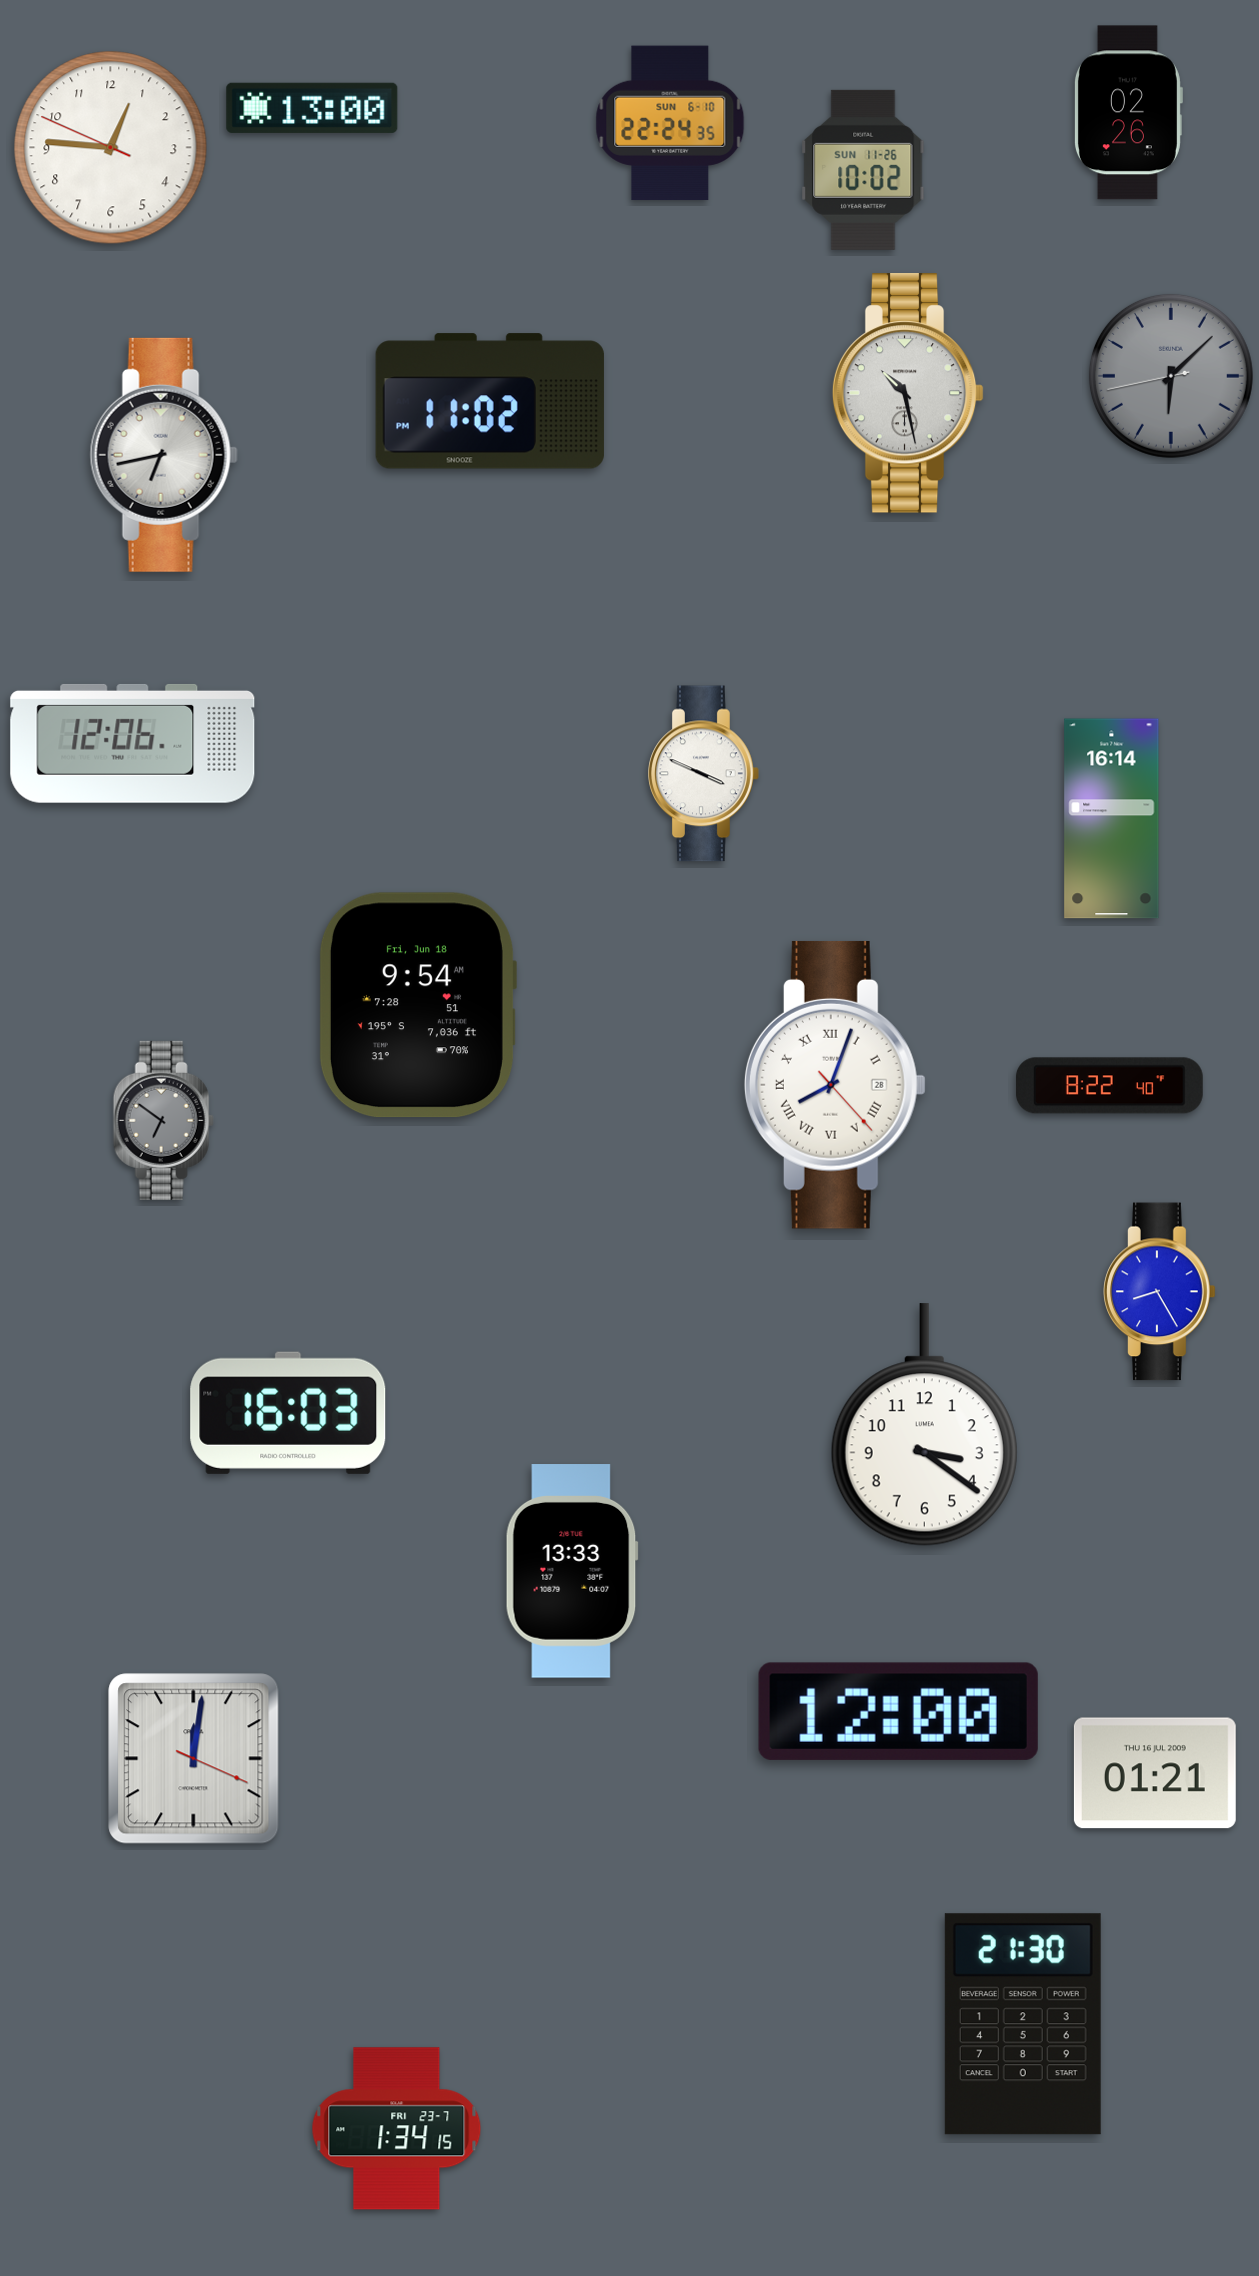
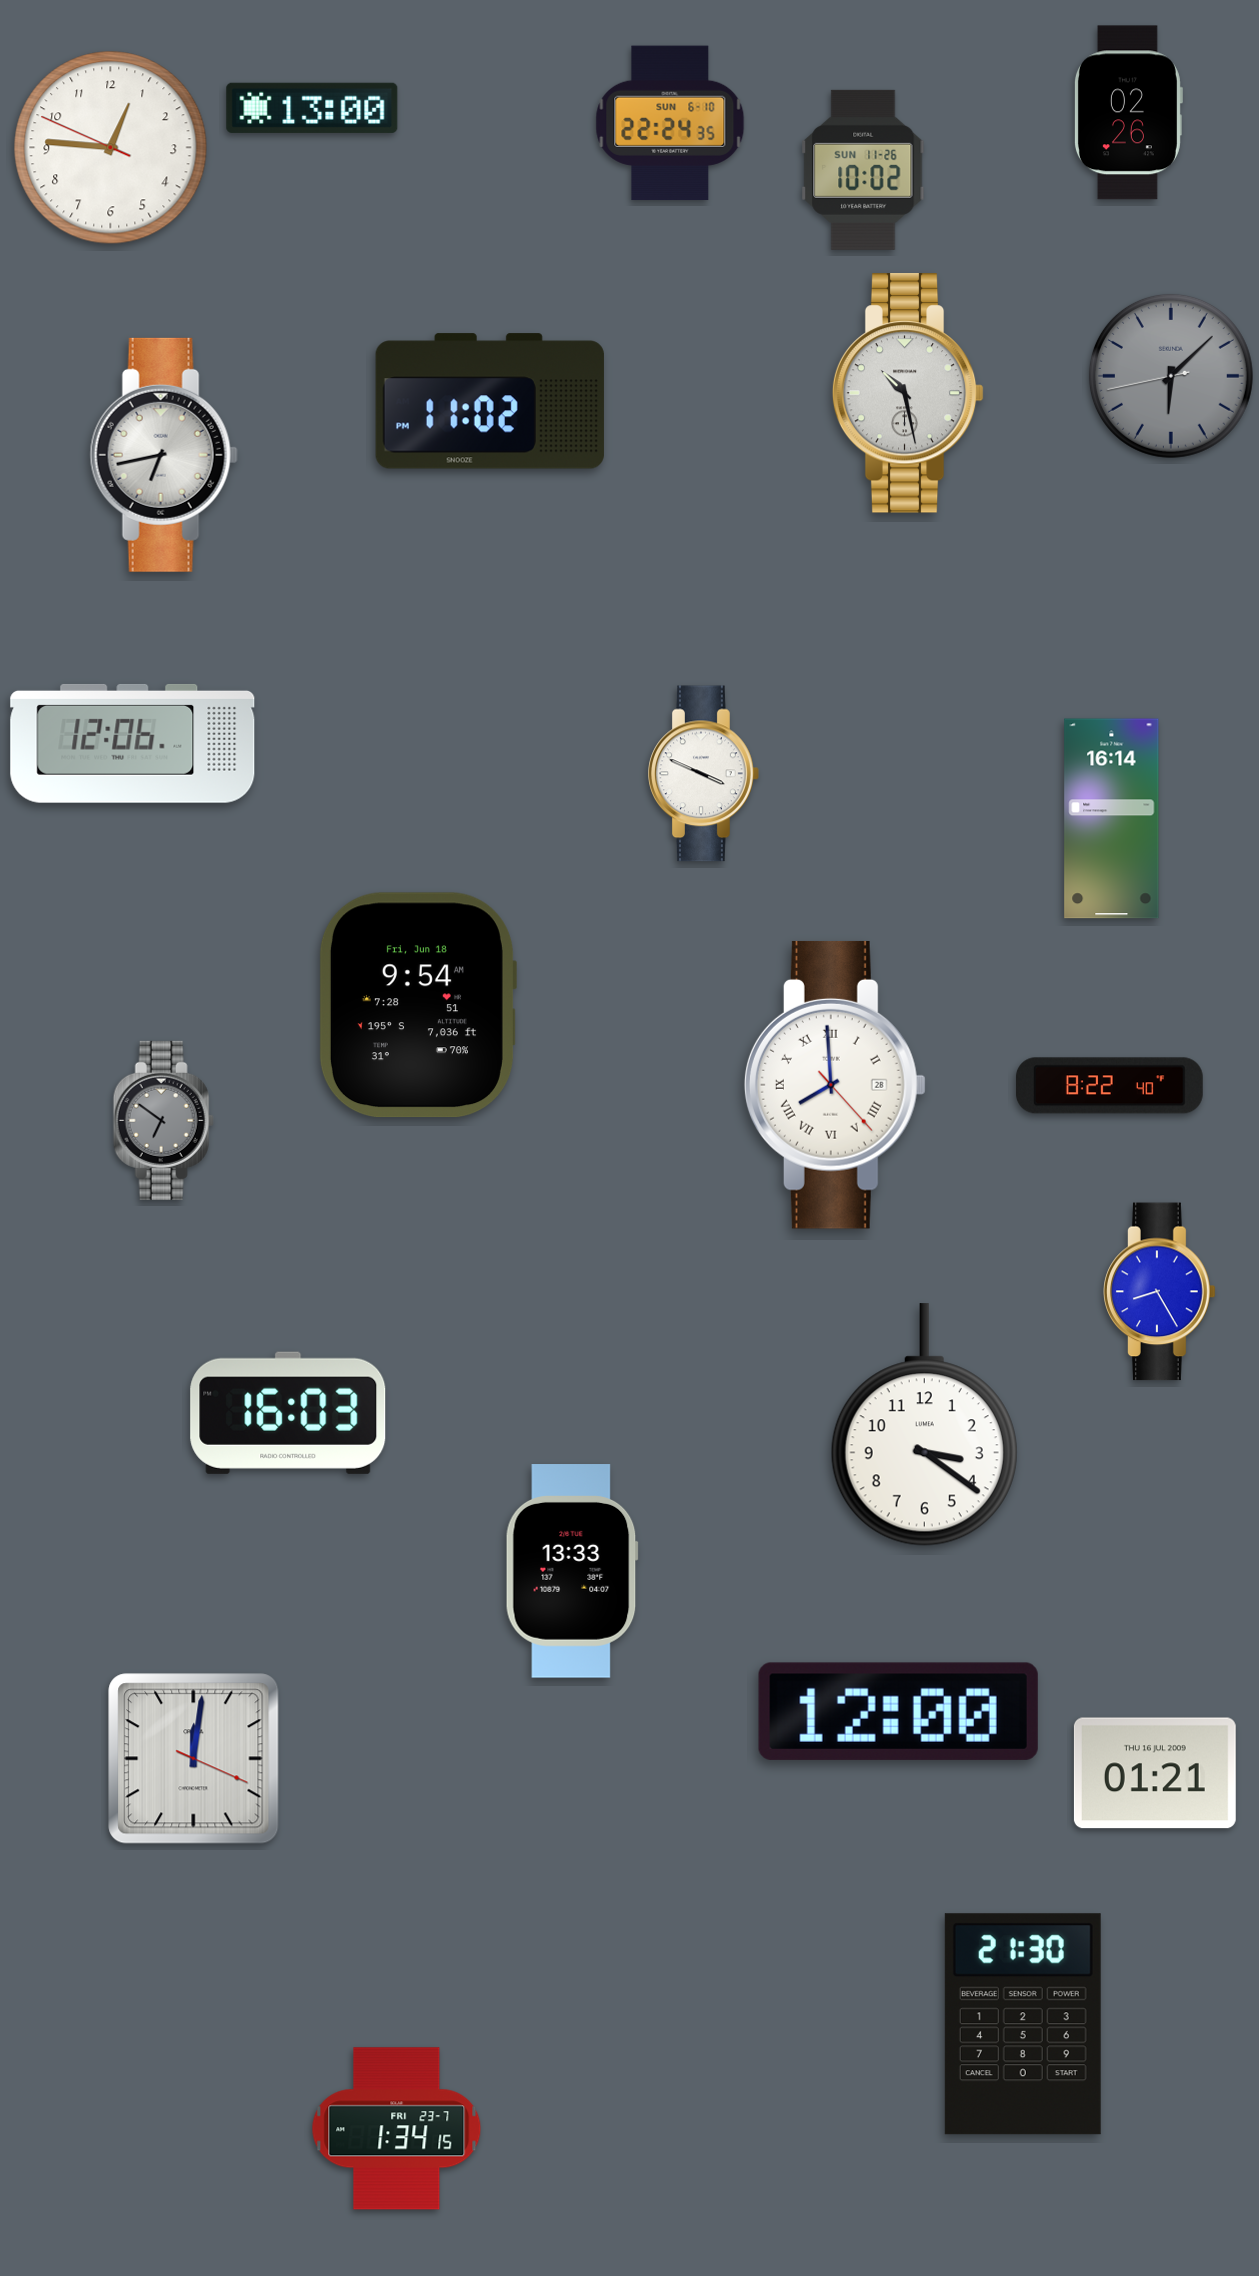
clock at (835, 1085): 8:03 -> 7:59
